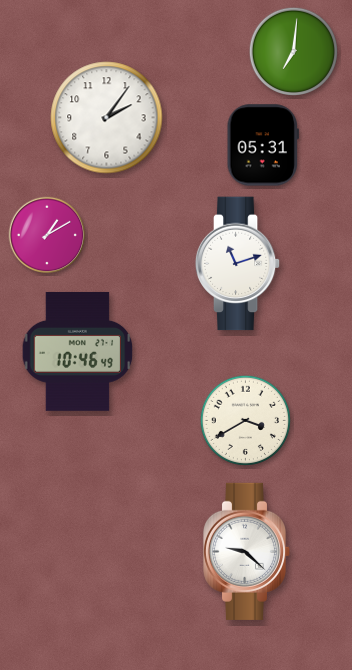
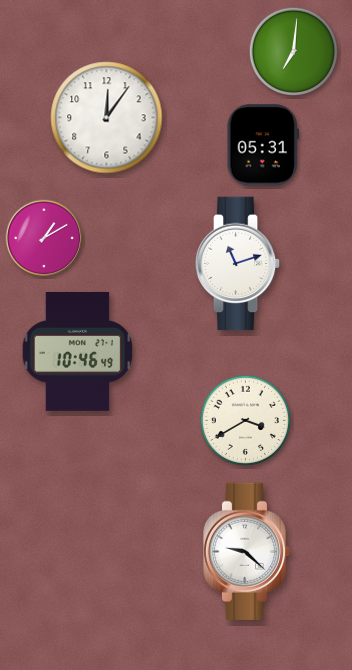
clock at (107, 118): 2:06 -> 12:06
clock at (47, 235) position: (47, 235) -> (44, 238)
